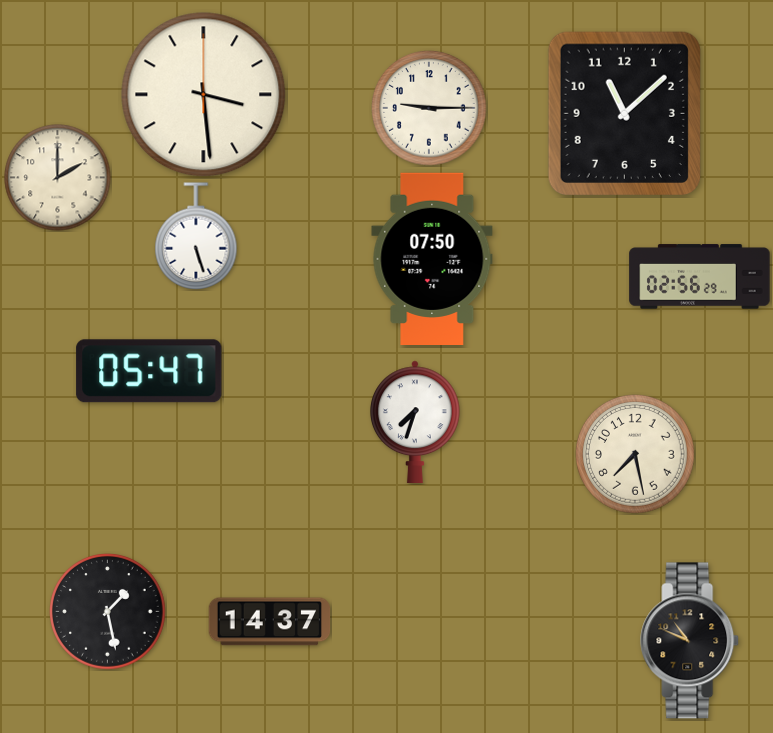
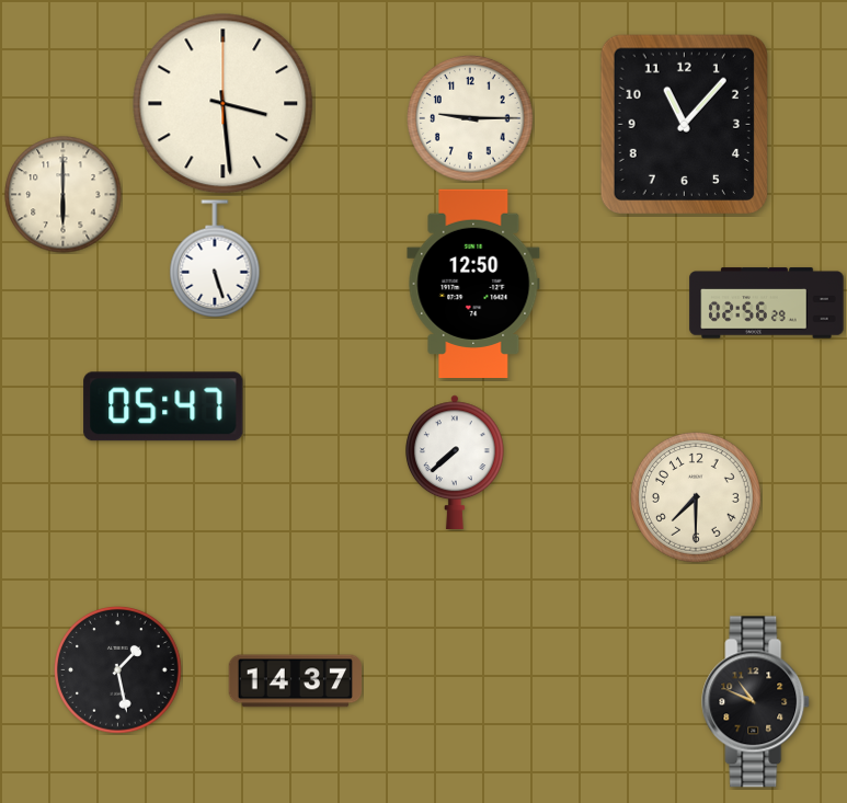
clock at (624, 113): 11:08 -> 11:07
clock at (58, 178): 2:00 -> 6:00
clock at (432, 259): 07:50 -> 12:50
clock at (416, 421): 7:33 -> 7:38
clock at (636, 455): 7:28 -> 7:30
